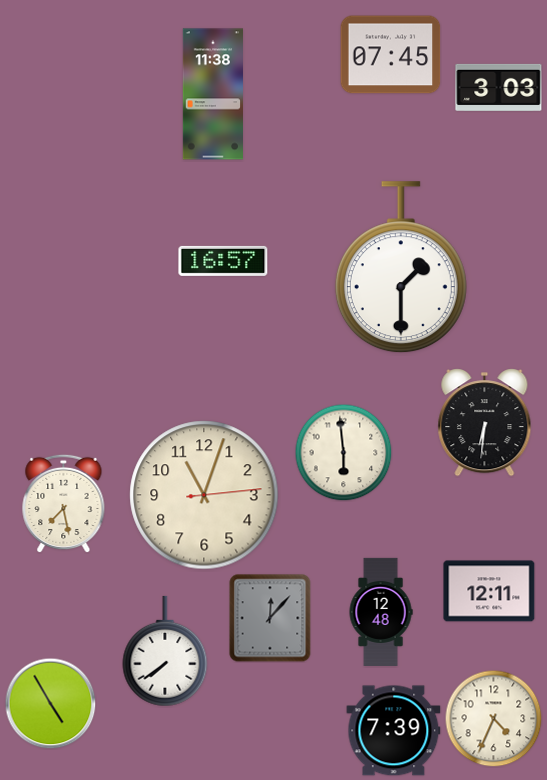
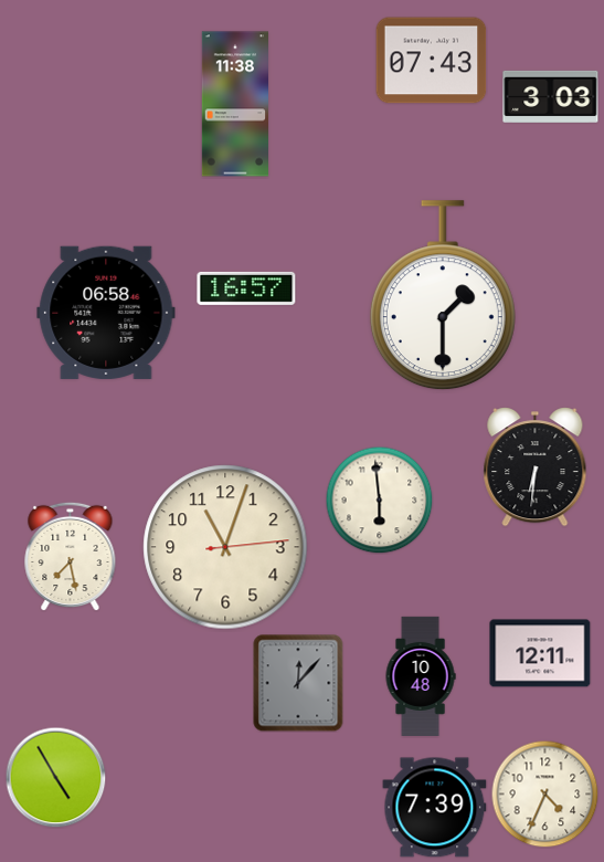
clock at (391, 55): 07:45 -> 07:43
clock at (106, 313): none -> 06:58
clock at (381, 612): 12:48 -> 10:48
clock at (165, 651): 7:39 -> none
